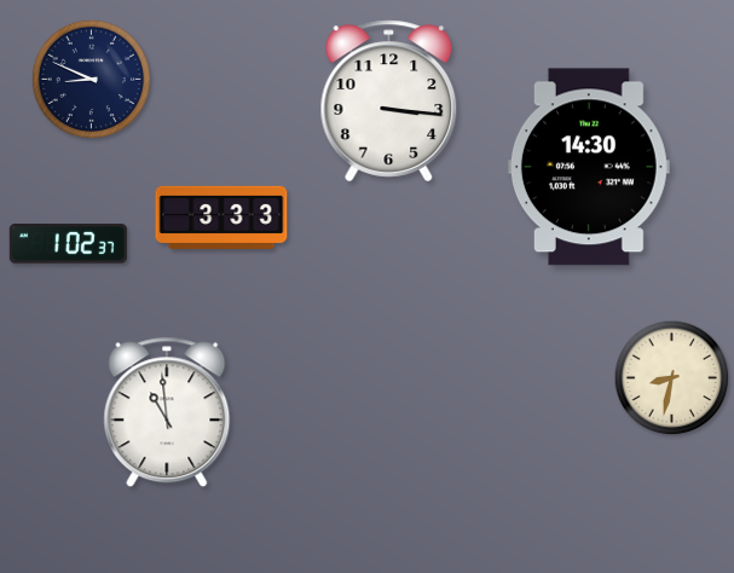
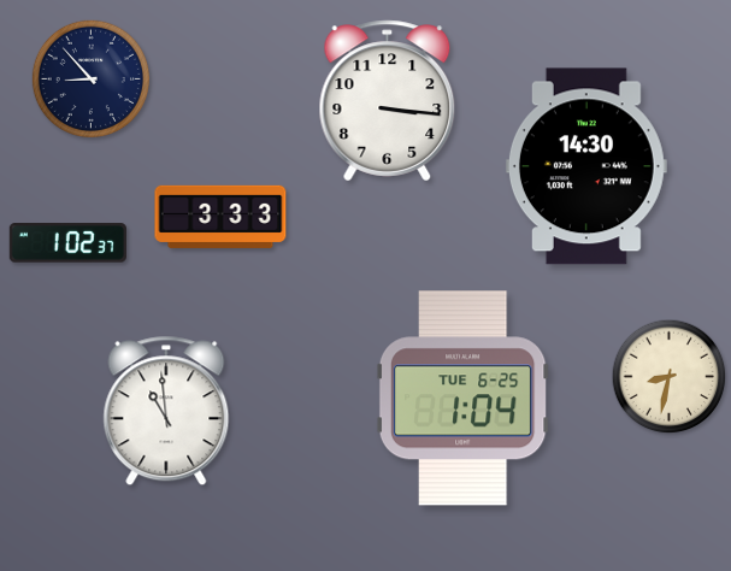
clock at (91, 79): 8:49 -> 8:53
clock at (462, 399): none -> 1:04
